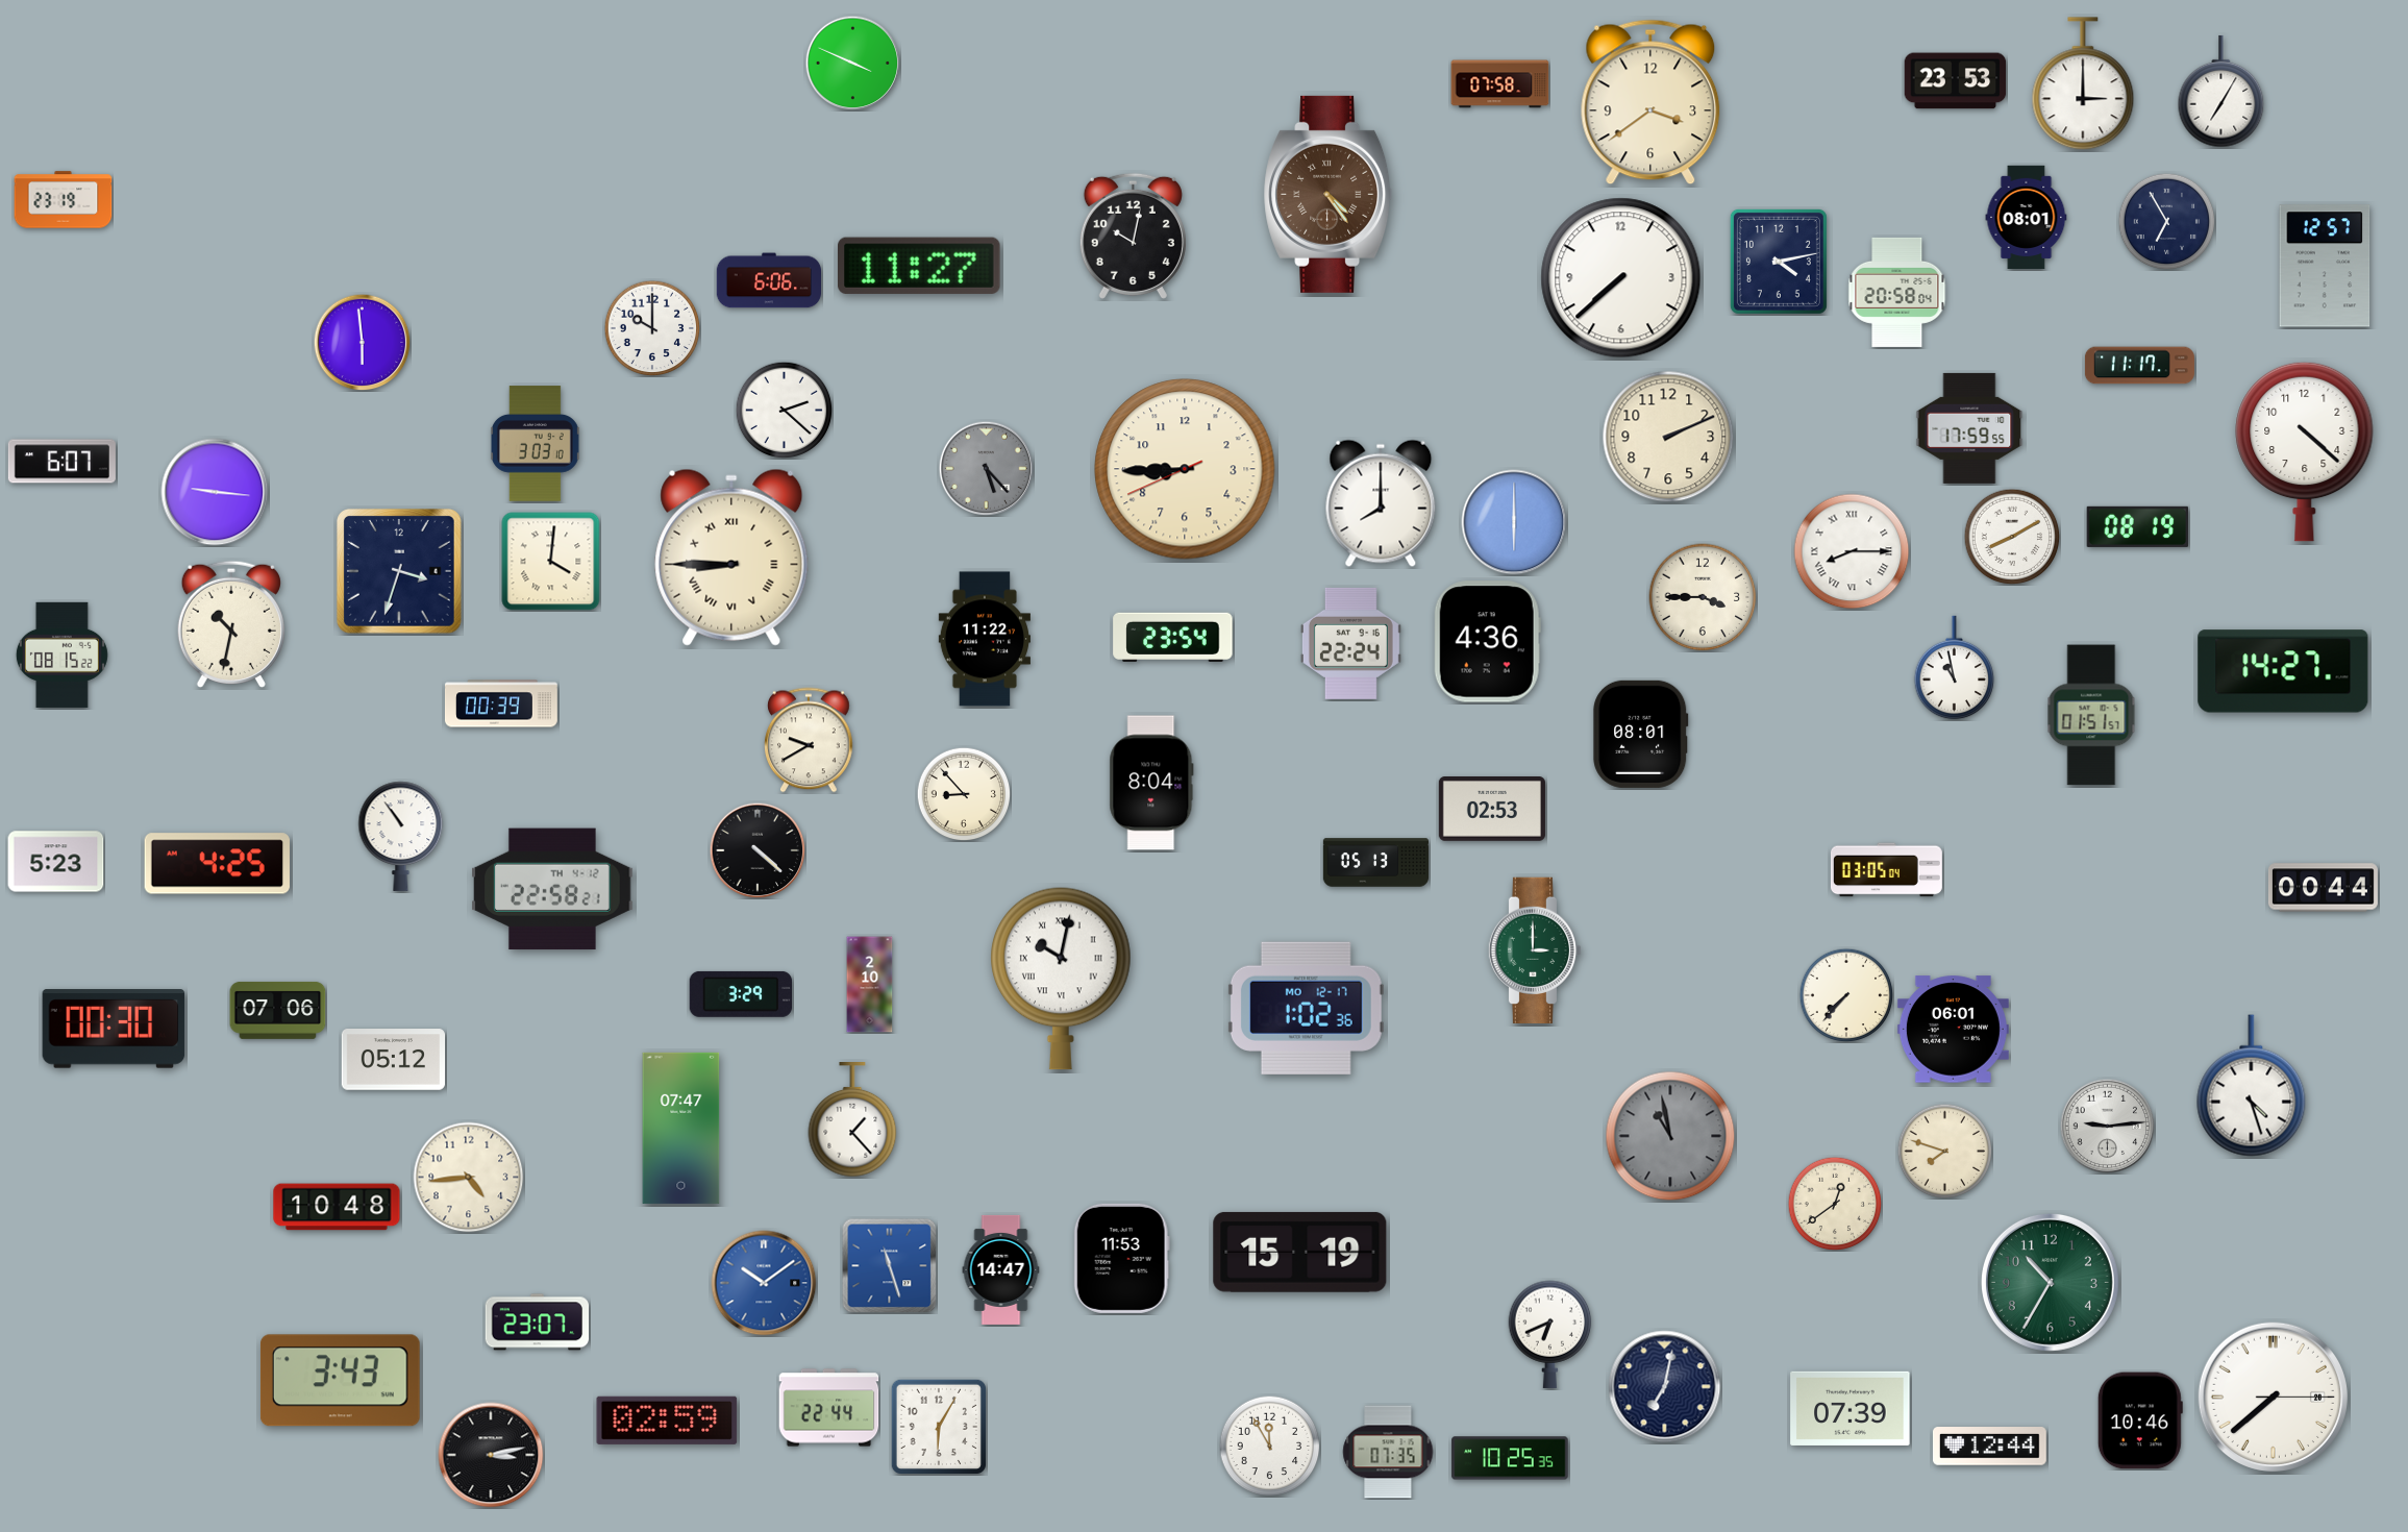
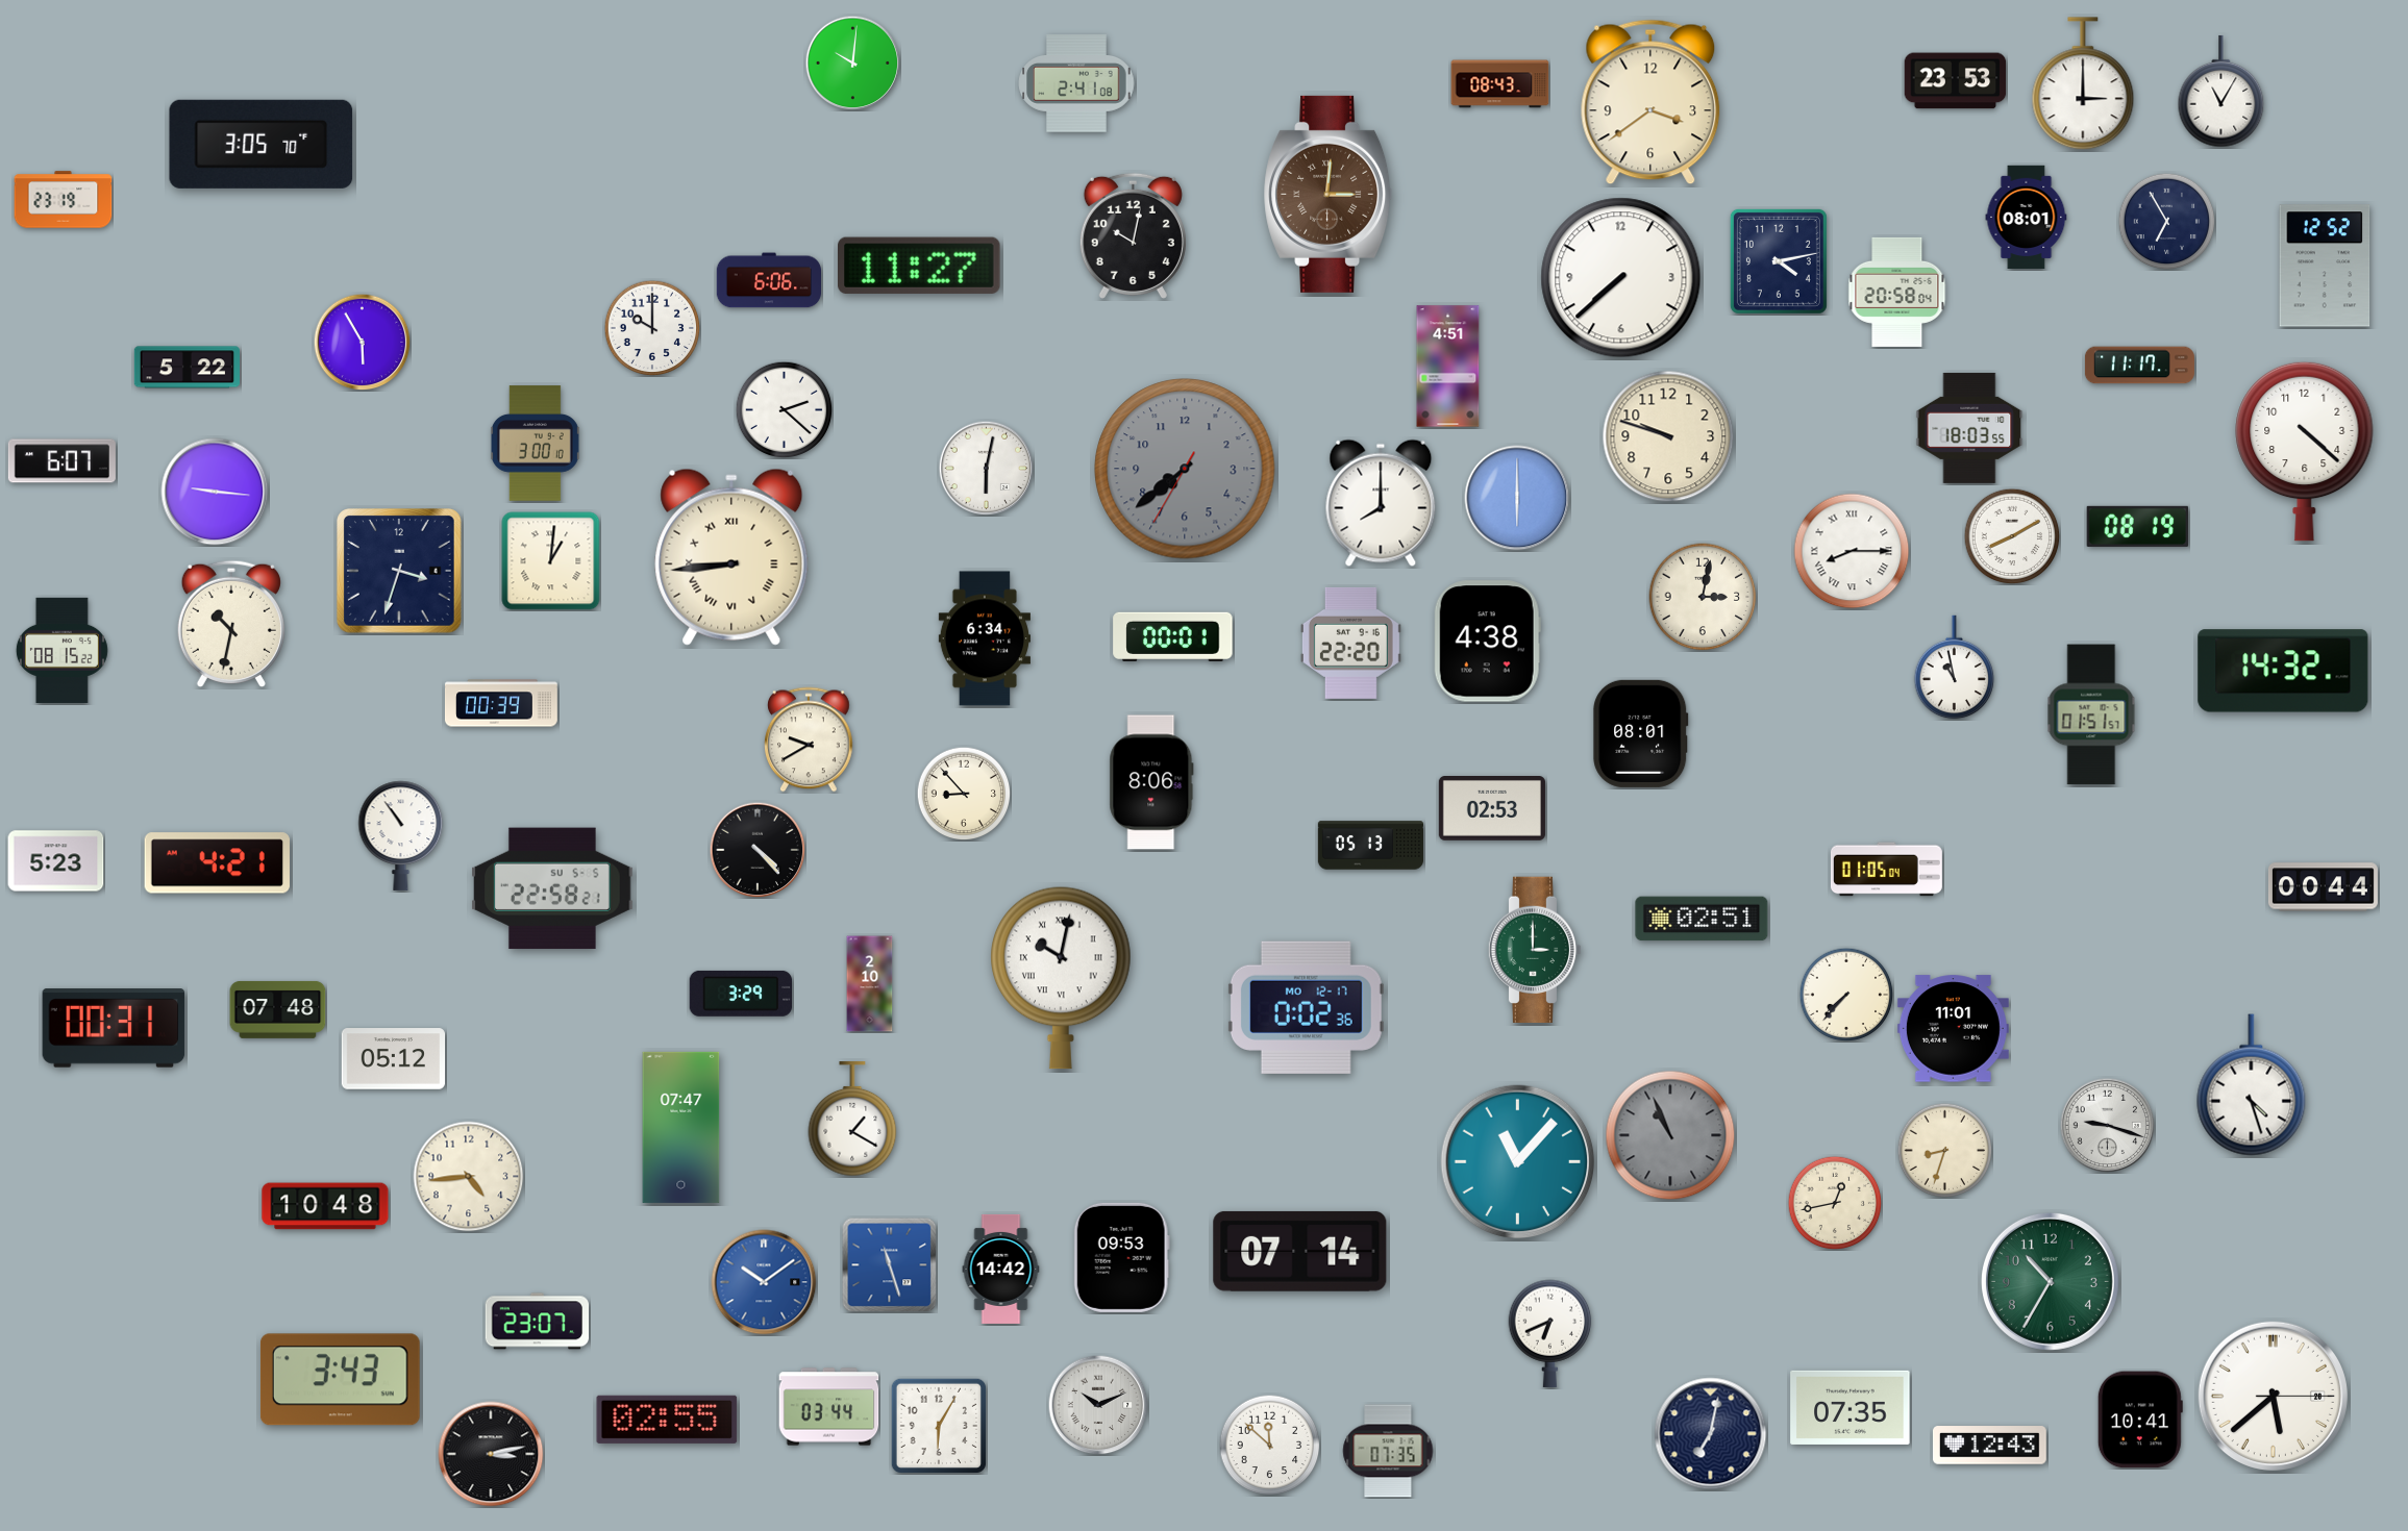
clock at (852, 63): 3:49 -> 10:01
clock at (1076, 83): none -> 2:41
clock at (1500, 84): 07:58 -> 08:43
clock at (2221, 92): 7:05 -> 11:05
clock at (262, 144): none -> 3:05
clock at (1329, 194): 4:24 -> 3:01
clock at (2325, 266): 12:57 -> 12:52
clock at (362, 342): 5:59 -> 5:55
clock at (1448, 367): none -> 4:51
clock at (187, 368): none -> 5:22
clock at (1969, 428): 17:59 -> 18:03
clock at (1668, 437): 2:11 -> 9:48
clock at (535, 444): 3:03 -> 3:00
clock at (986, 468): 5:23 -> 6:02
clock at (986, 468) dial: grey -> white
clock at (1185, 469): 8:44 -> 7:38
clock at (1185, 469) dial: cream -> grey
clock at (1514, 522) position: (1514, 522) -> (1517, 498)
clock at (731, 558): 8:45 -> 8:44
clock at (551, 562): 4:01 -> 1:01
clock at (1703, 597): 3:45 -> 3:02
clock at (1173, 637): 23:54 -> 00:01
clock at (985, 639): 11:22 -> 6:34
clock at (1487, 642): 4:36 -> 4:38
clock at (1350, 643): 22:24 -> 22:20
clock at (61, 654) position: (61, 654) -> (61, 650)
clock at (2283, 671): 14:27 -> 14:32
clock at (1151, 783): 8:04 -> 8:06
clock at (758, 850): 4:22 -> 4:23
clock at (1375, 863) position: (1375, 863) -> (1370, 846)
clock at (217, 864): 4:25 -> 4:21
clock at (1886, 870): 03:05 -> 01:05
clock at (552, 889) date: TH 4-12 -> SU 5-5
clock at (1702, 919): none -> 02:51
clock at (1306, 1008): 1:02 -> 0:02
clock at (278, 1010): 07:06 -> 07:48
clock at (114, 1029): 00:30 -> 00:31
clock at (1953, 1030): 06:01 -> 11:01
clock at (852, 1120): 1:23 -> 1:20
clock at (2107, 1126): 9:14 -> 9:18
clock at (1670, 1136): 10:58 -> 10:56
clock at (1944, 1151): 7:48 -> 8:33
clock at (1518, 1162): none -> 11:07
clock at (1835, 1204): 12:39 -> 12:43
clock at (337, 1207) position: (337, 1207) -> (325, 1206)
clock at (1300, 1252): 15:19 -> 07:14
clock at (1121, 1258): 11:53 -> 09:53
clock at (1001, 1269): 14:47 -> 14:42
clock at (1665, 1387) position: (1665, 1387) -> (1711, 1434)
clock at (2273, 1397): 7:38 -> 5:38
clock at (1098, 1405): none -> 10:11
clock at (829, 1408): 22:44 -> 03:44
clock at (1851, 1408): 07:39 -> 07:35
clock at (667, 1420): 02:59 -> 02:55
clock at (2140, 1420): 10:46 -> 10:41
clock at (1269, 1445): 11:55 -> 11:52
clock at (1989, 1447): 12:44 -> 12:43
clock at (1510, 1458): 10:25 -> none
